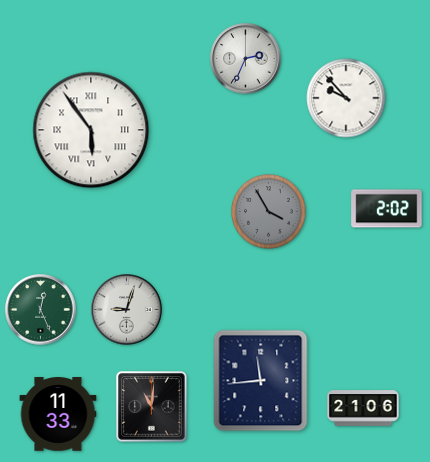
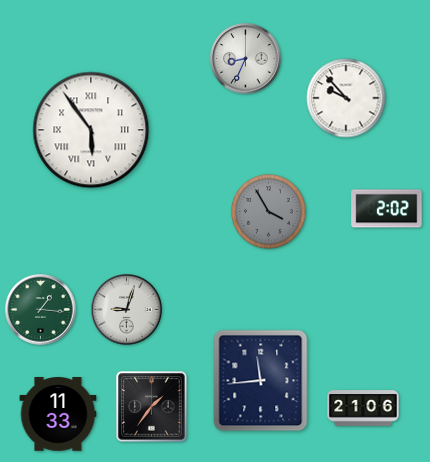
clock at (246, 59): 2:34 -> 8:34
clock at (41, 310): 12:26 -> 1:16
clock at (152, 407): 11:01 -> 1:36
